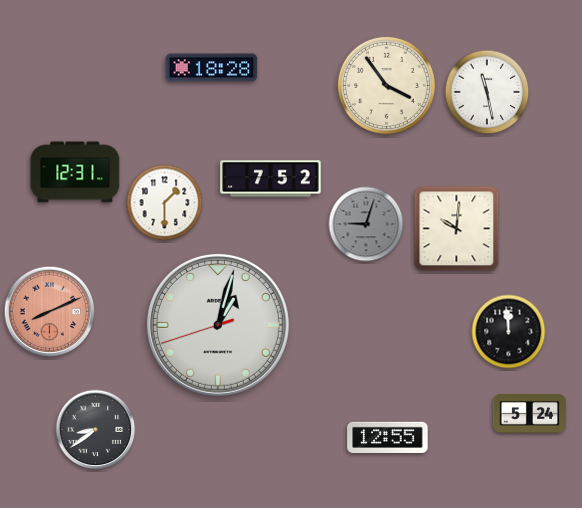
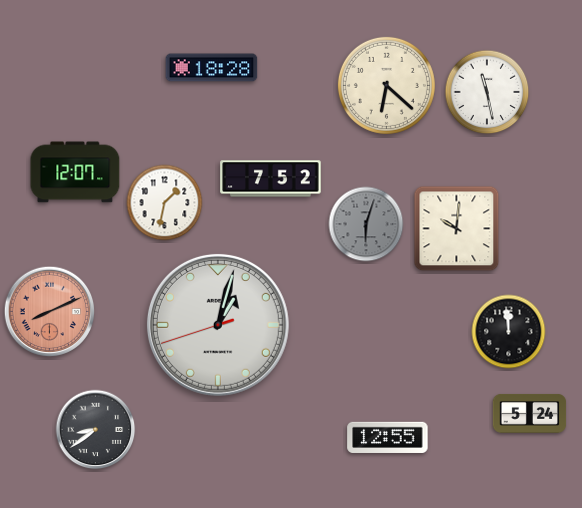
clock at (386, 85): 3:54 -> 6:22
clock at (75, 172): 12:31 -> 12:07
clock at (165, 203): 1:30 -> 1:32
clock at (366, 224): 9:03 -> 6:03
